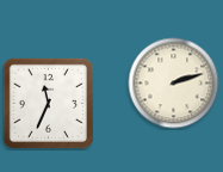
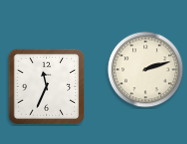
clock at (48, 103) position: (48, 103) -> (46, 86)
